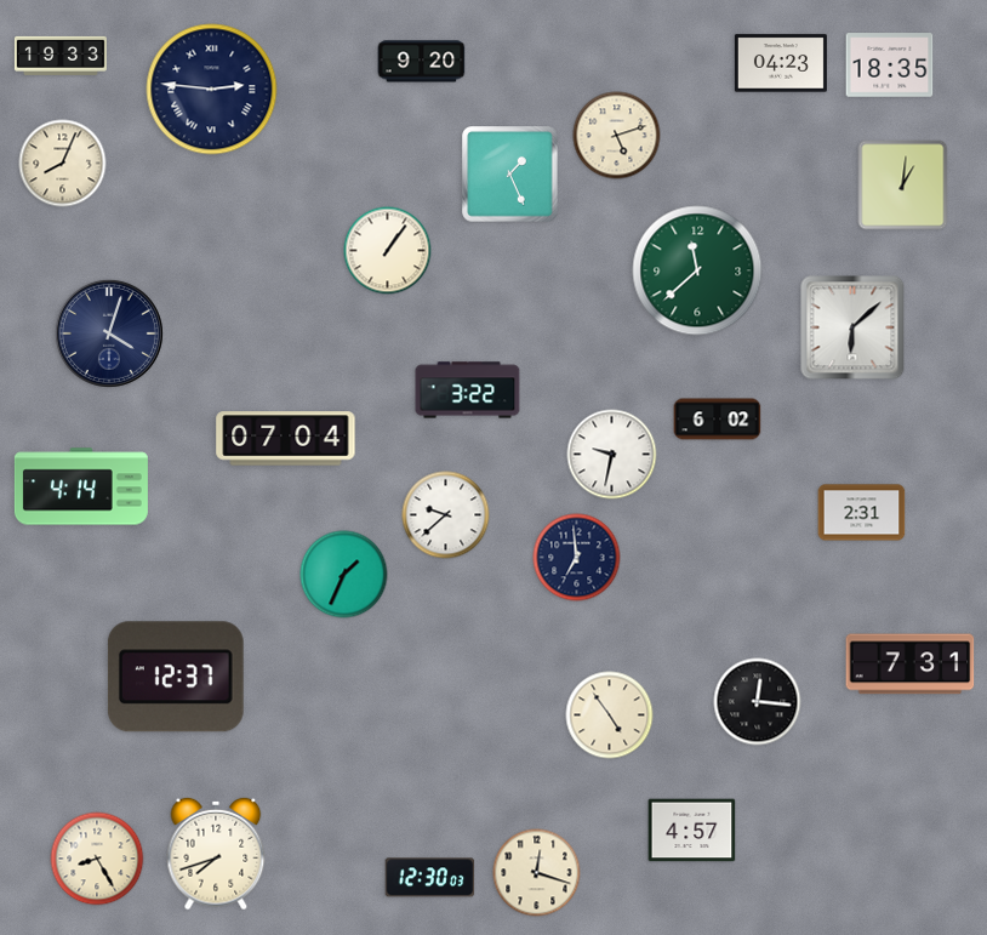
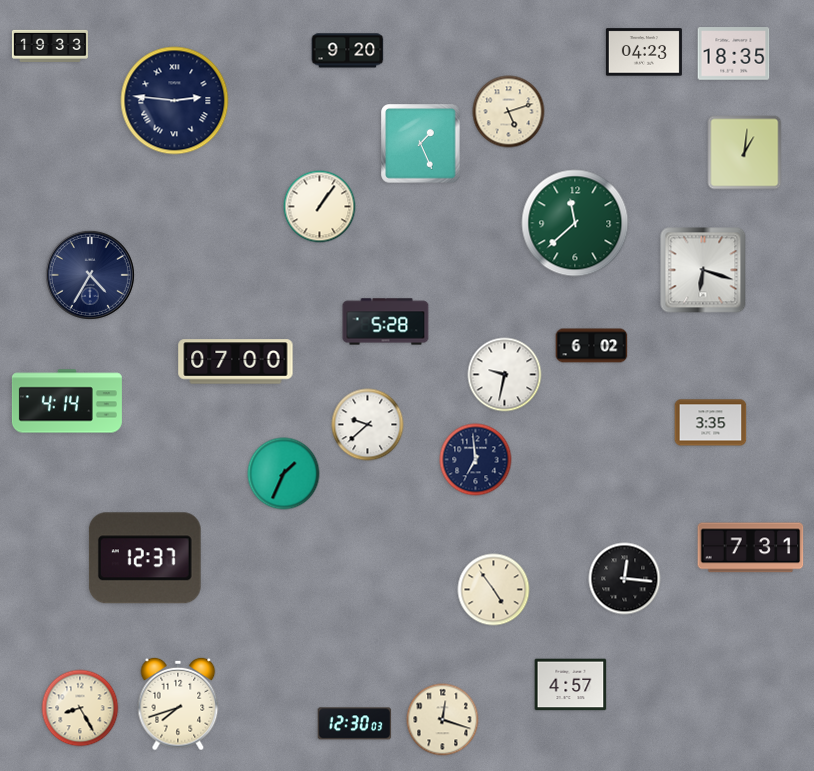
clock at (212, 90) position: (212, 90) -> (175, 101)
clock at (63, 164): 8:04 -> none
clock at (852, 327): 6:08 -> 6:18
clock at (109, 333): 4:03 -> 4:35
clock at (468, 390): 3:22 -> 5:28
clock at (286, 439): 07:04 -> 07:00
clock at (862, 513): 2:31 -> 3:35
clock at (610, 715) position: (610, 715) -> (494, 590)
